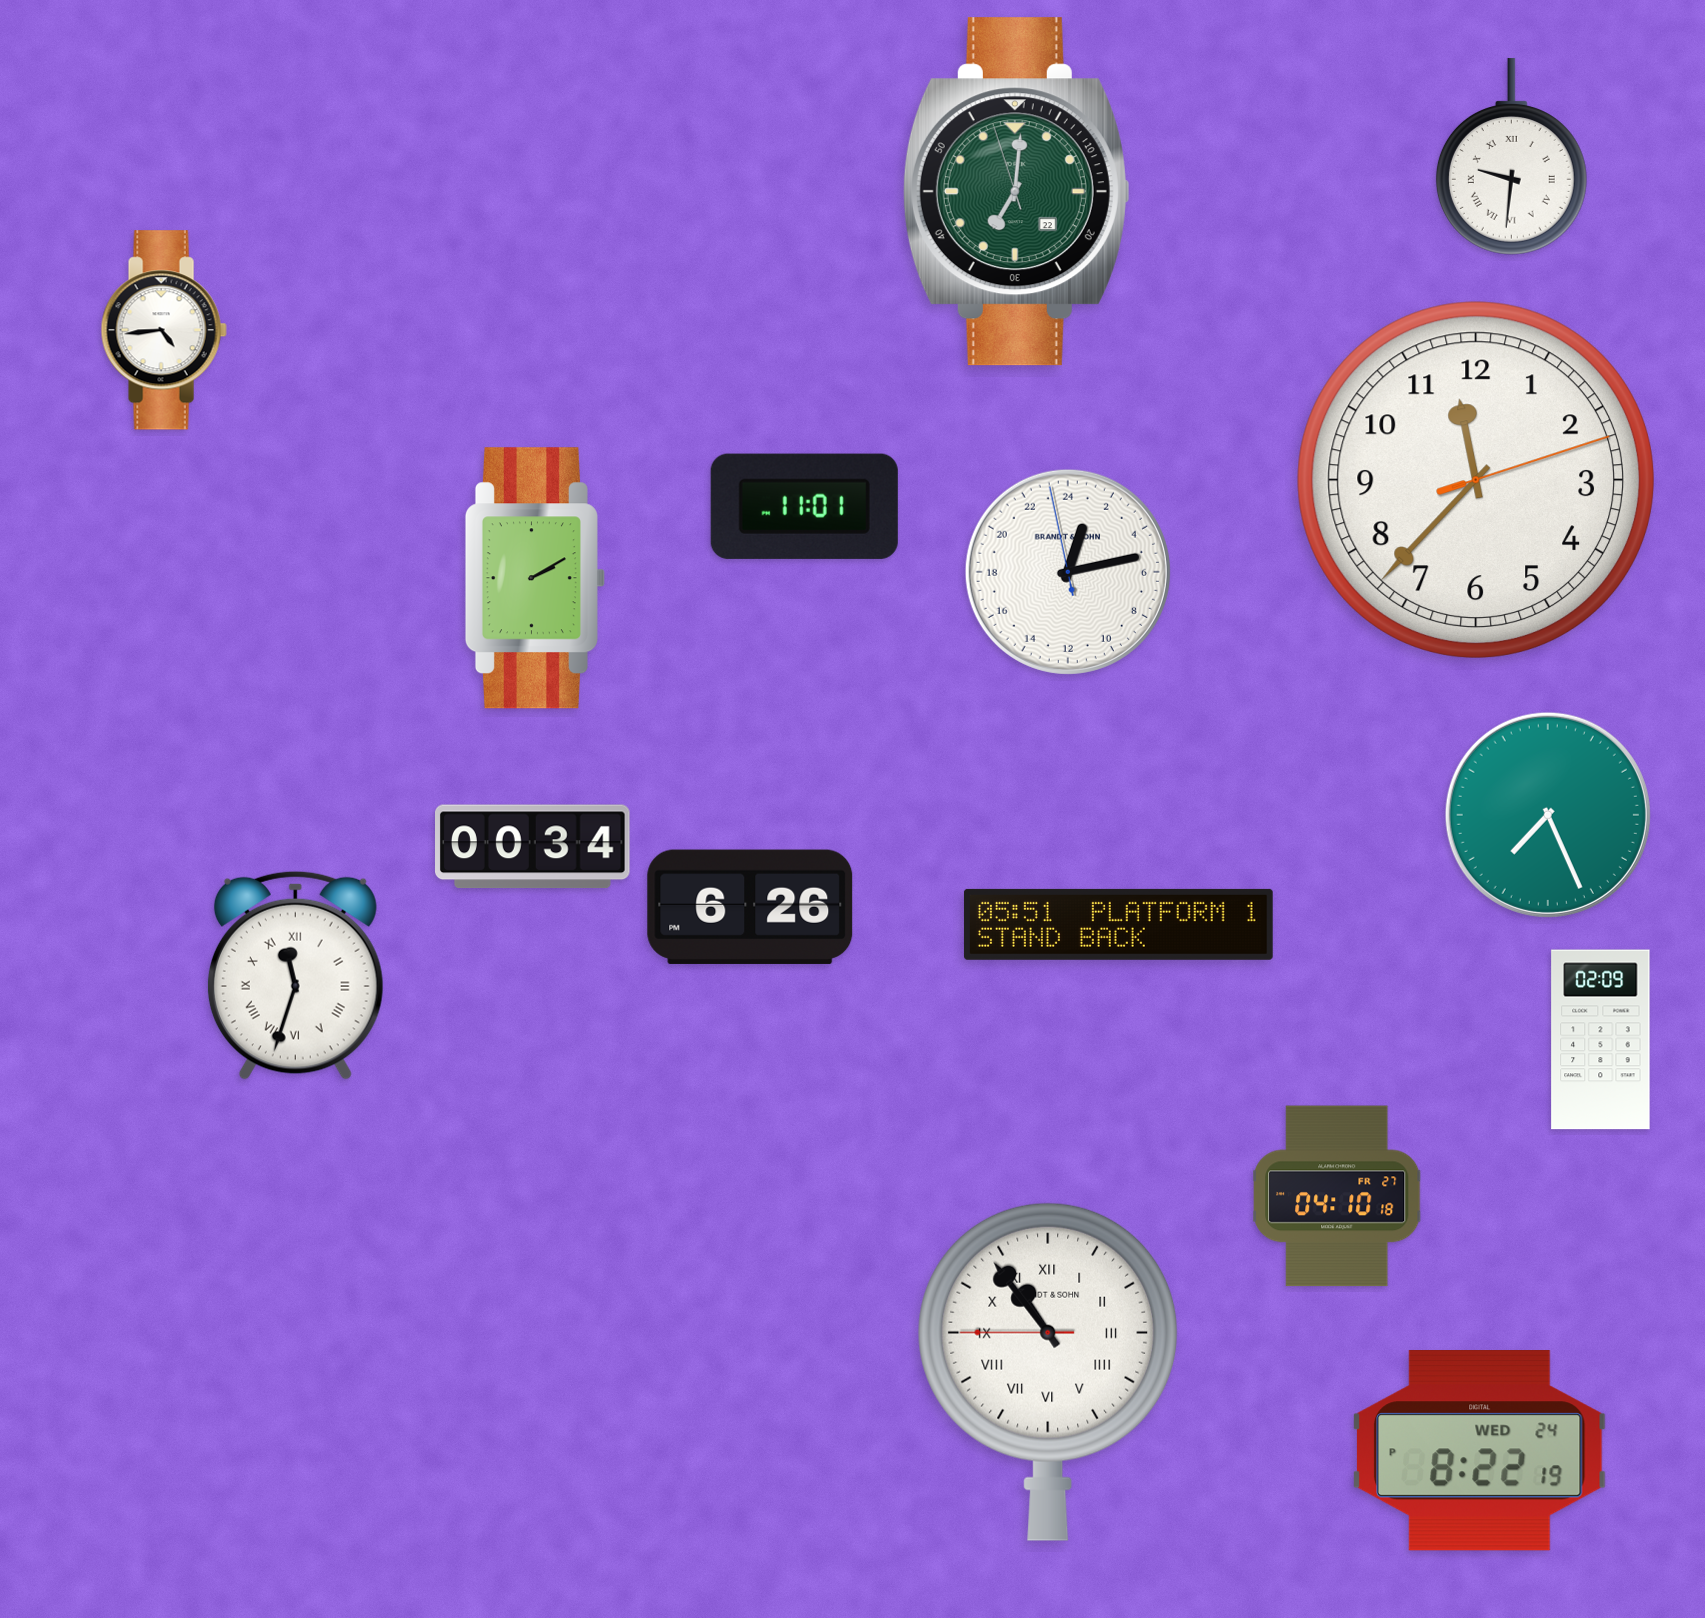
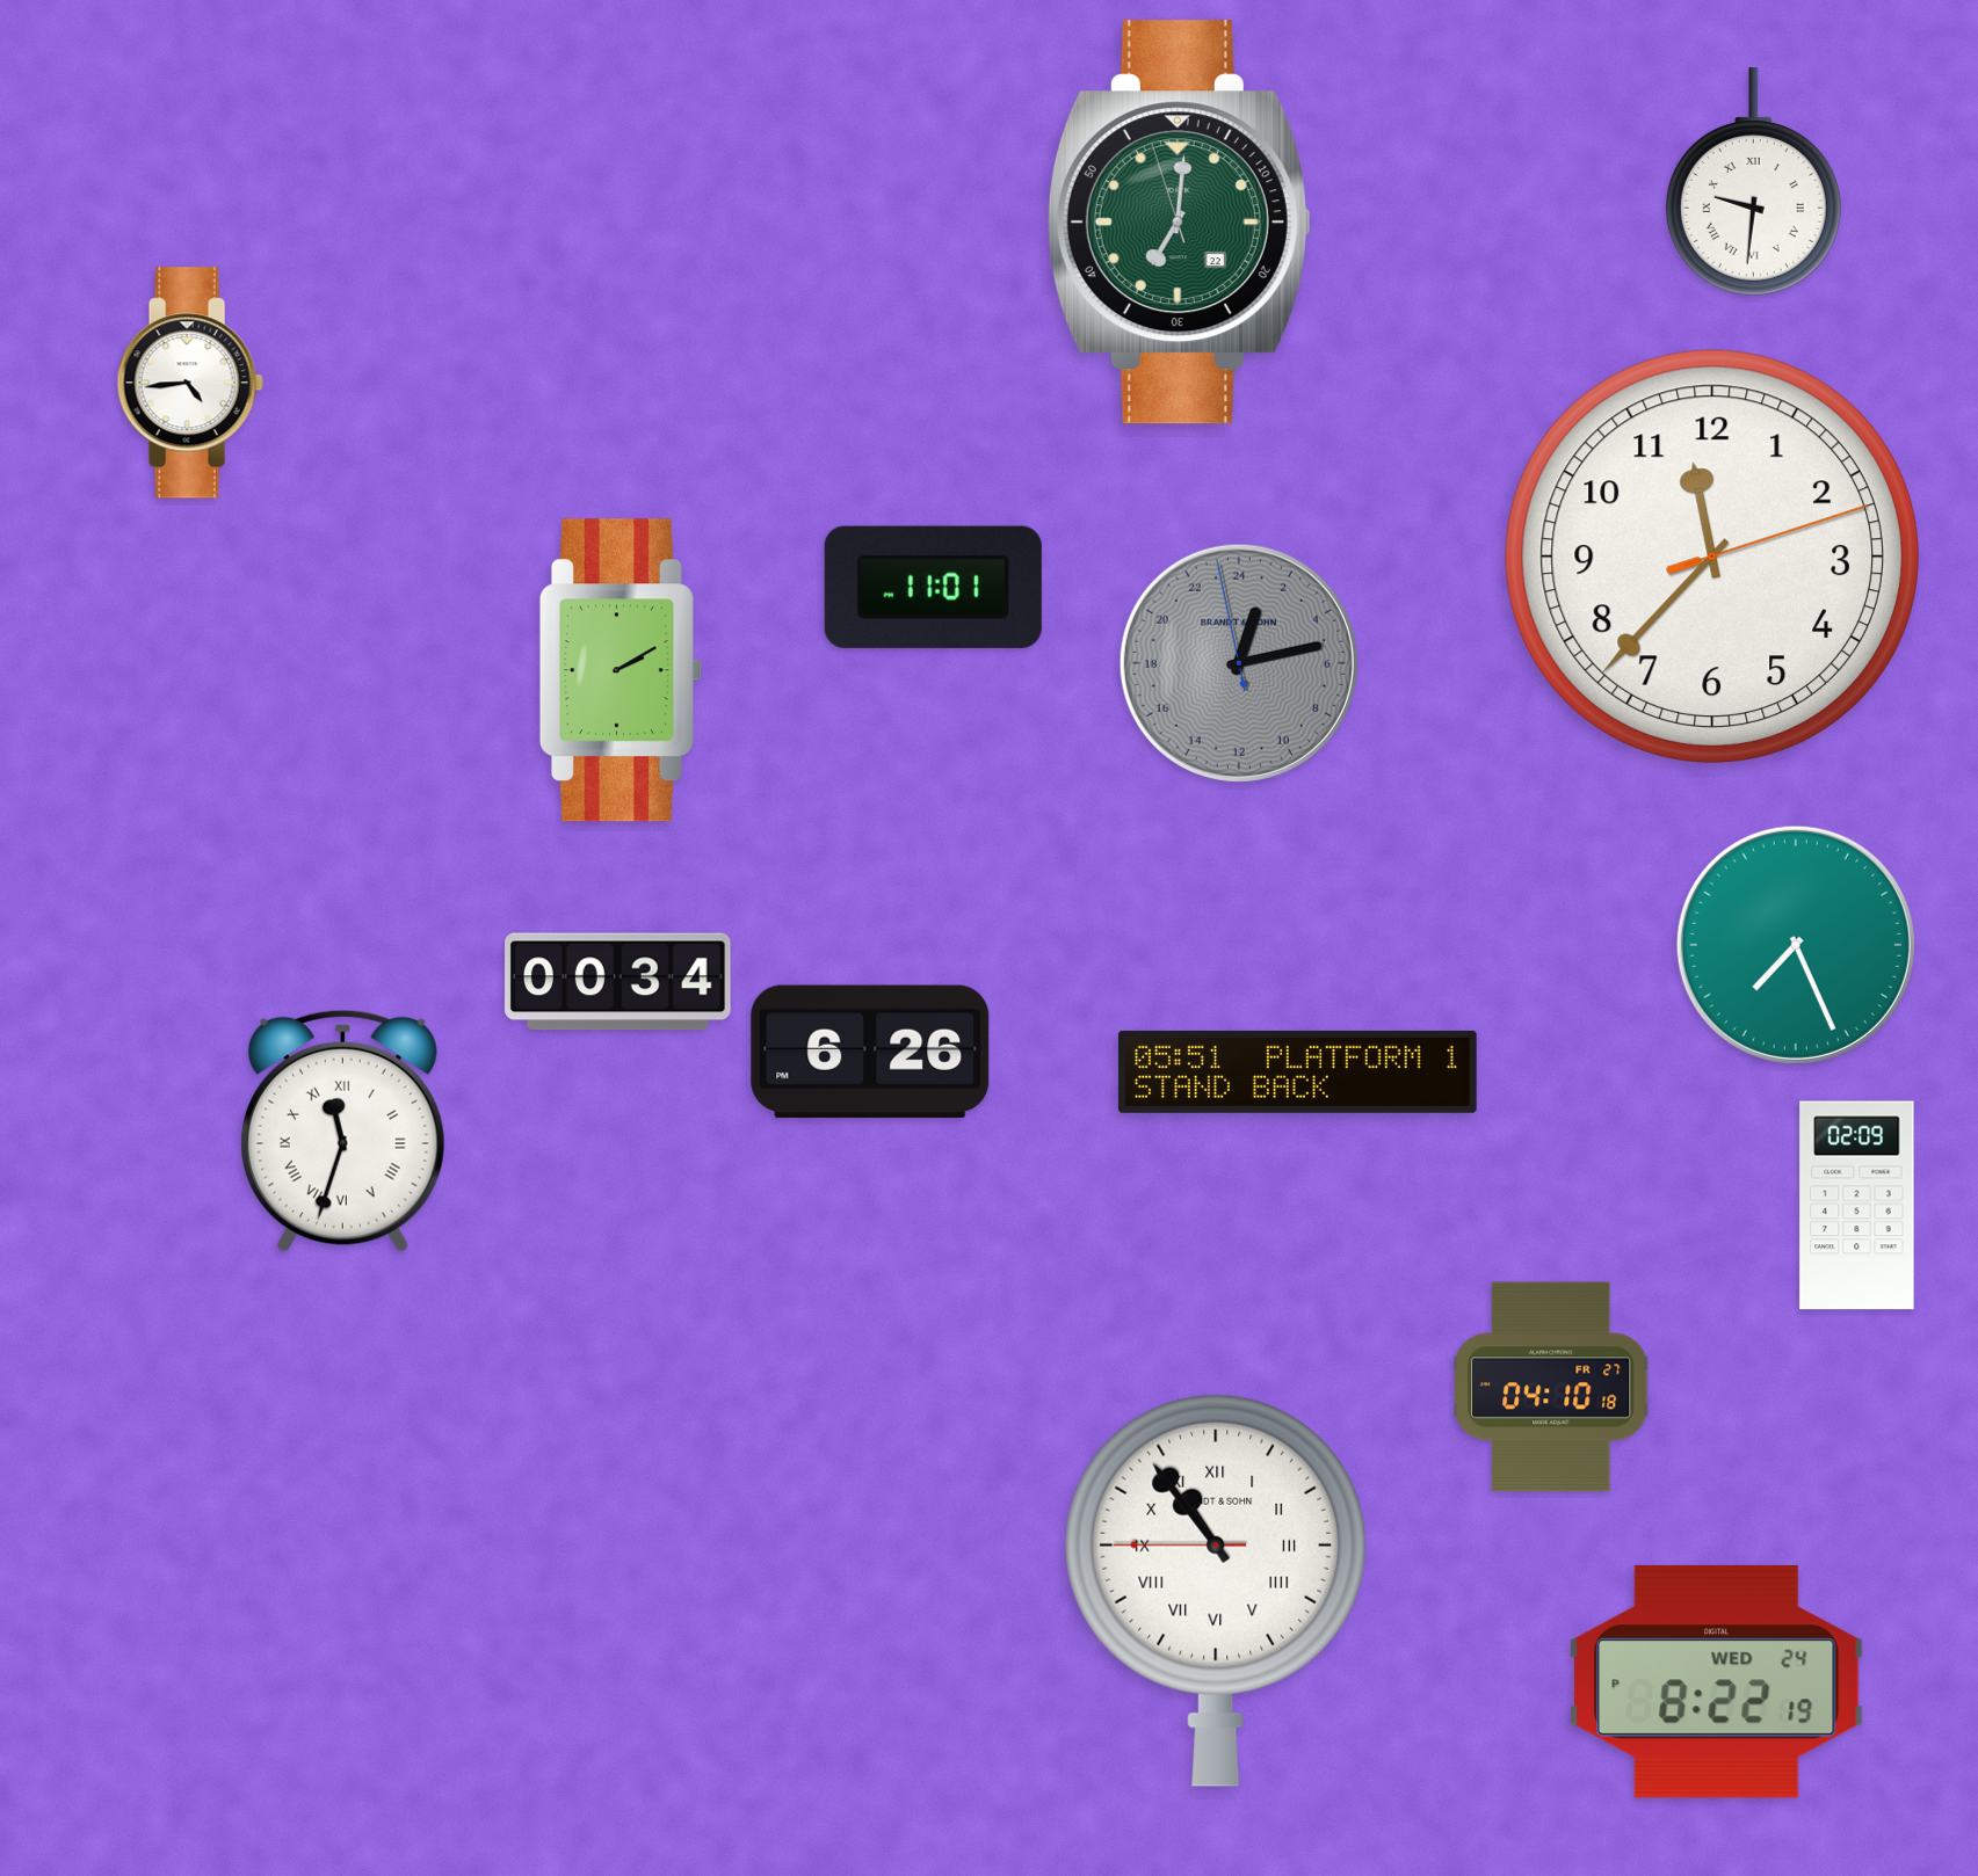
clock at (1068, 572) dial: white -> grey
